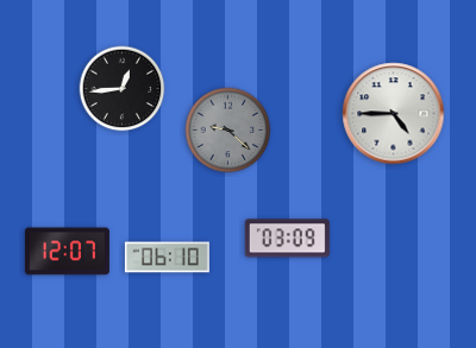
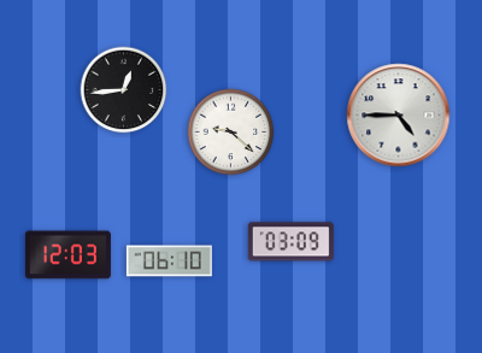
clock at (228, 131) dial: grey -> white
clock at (67, 252): 12:07 -> 12:03
